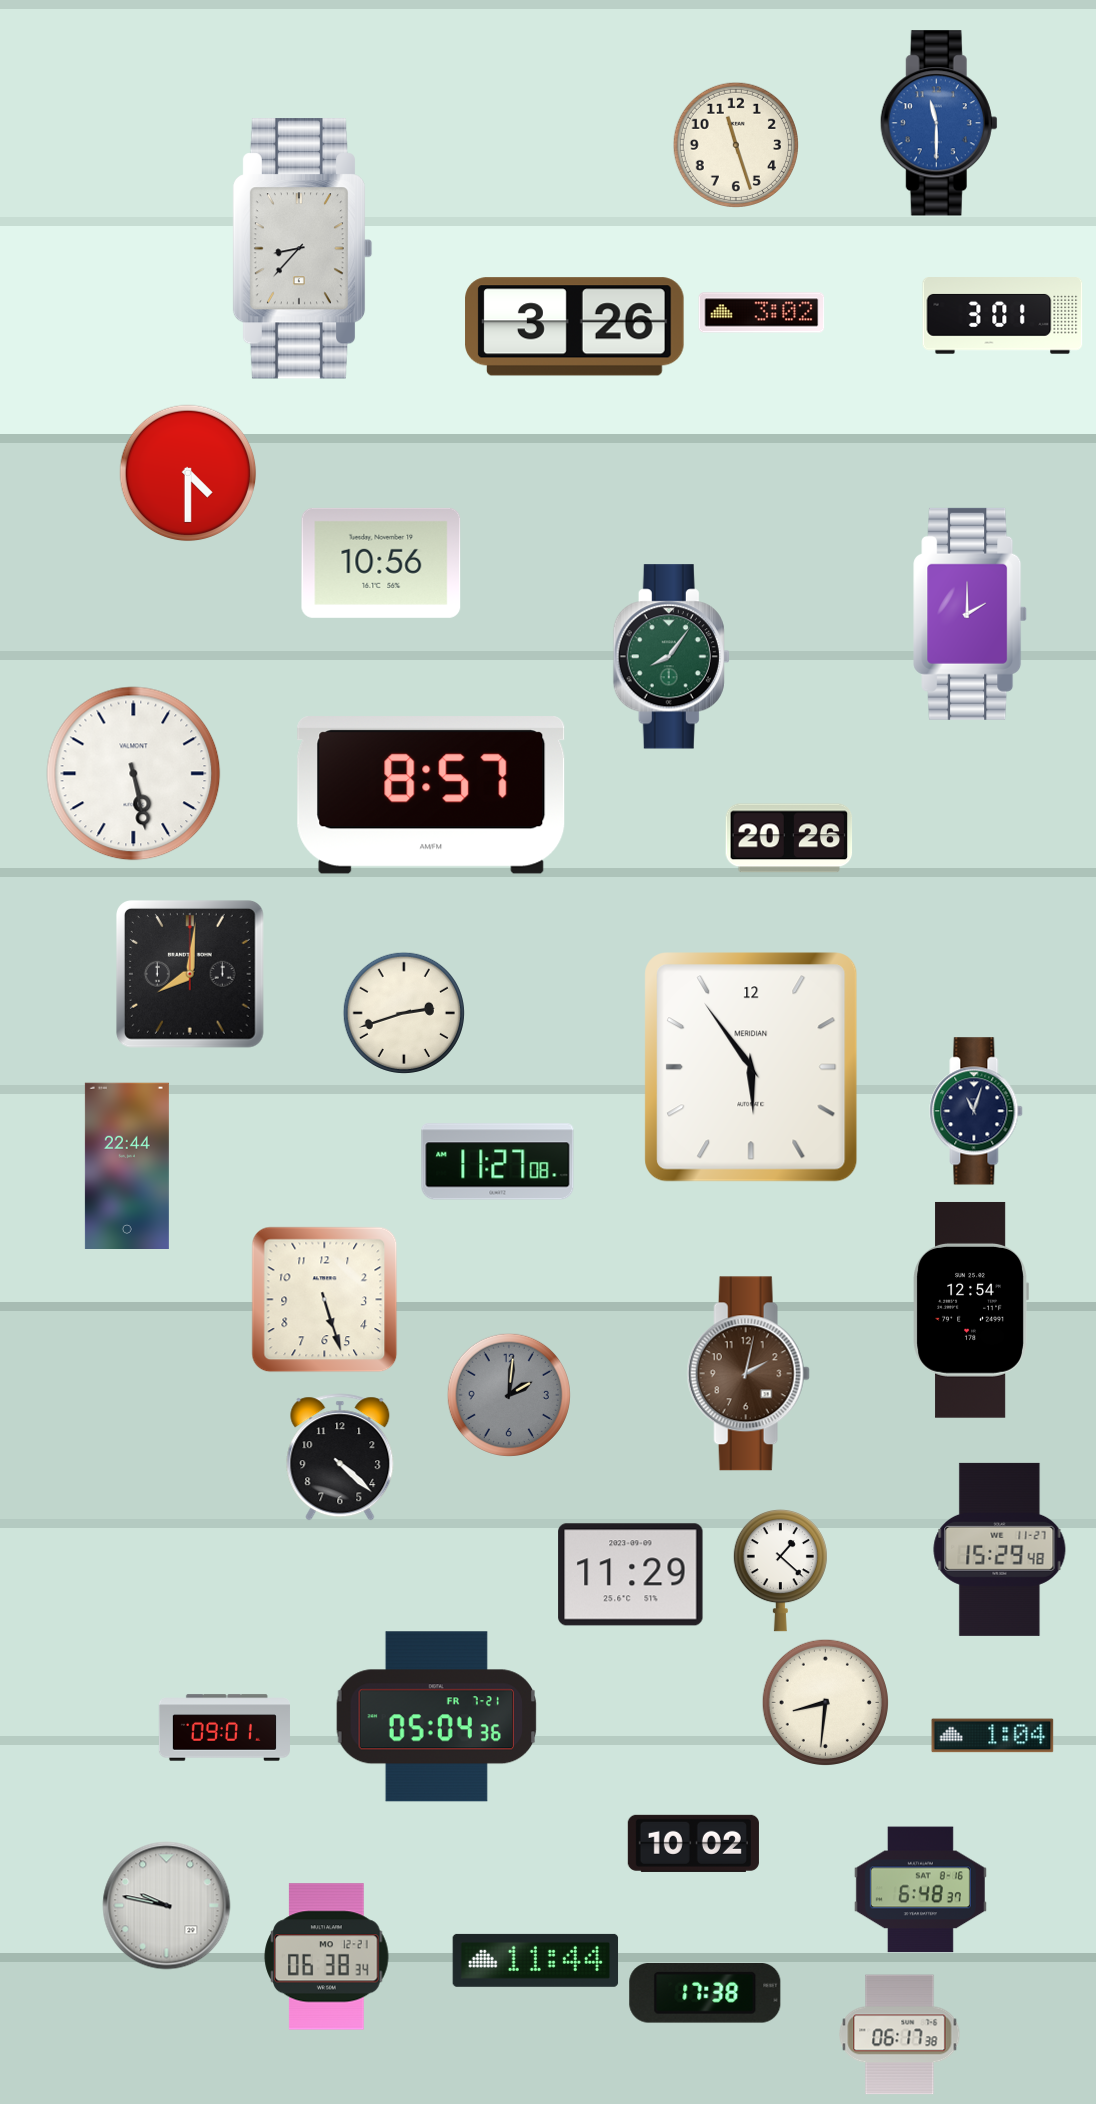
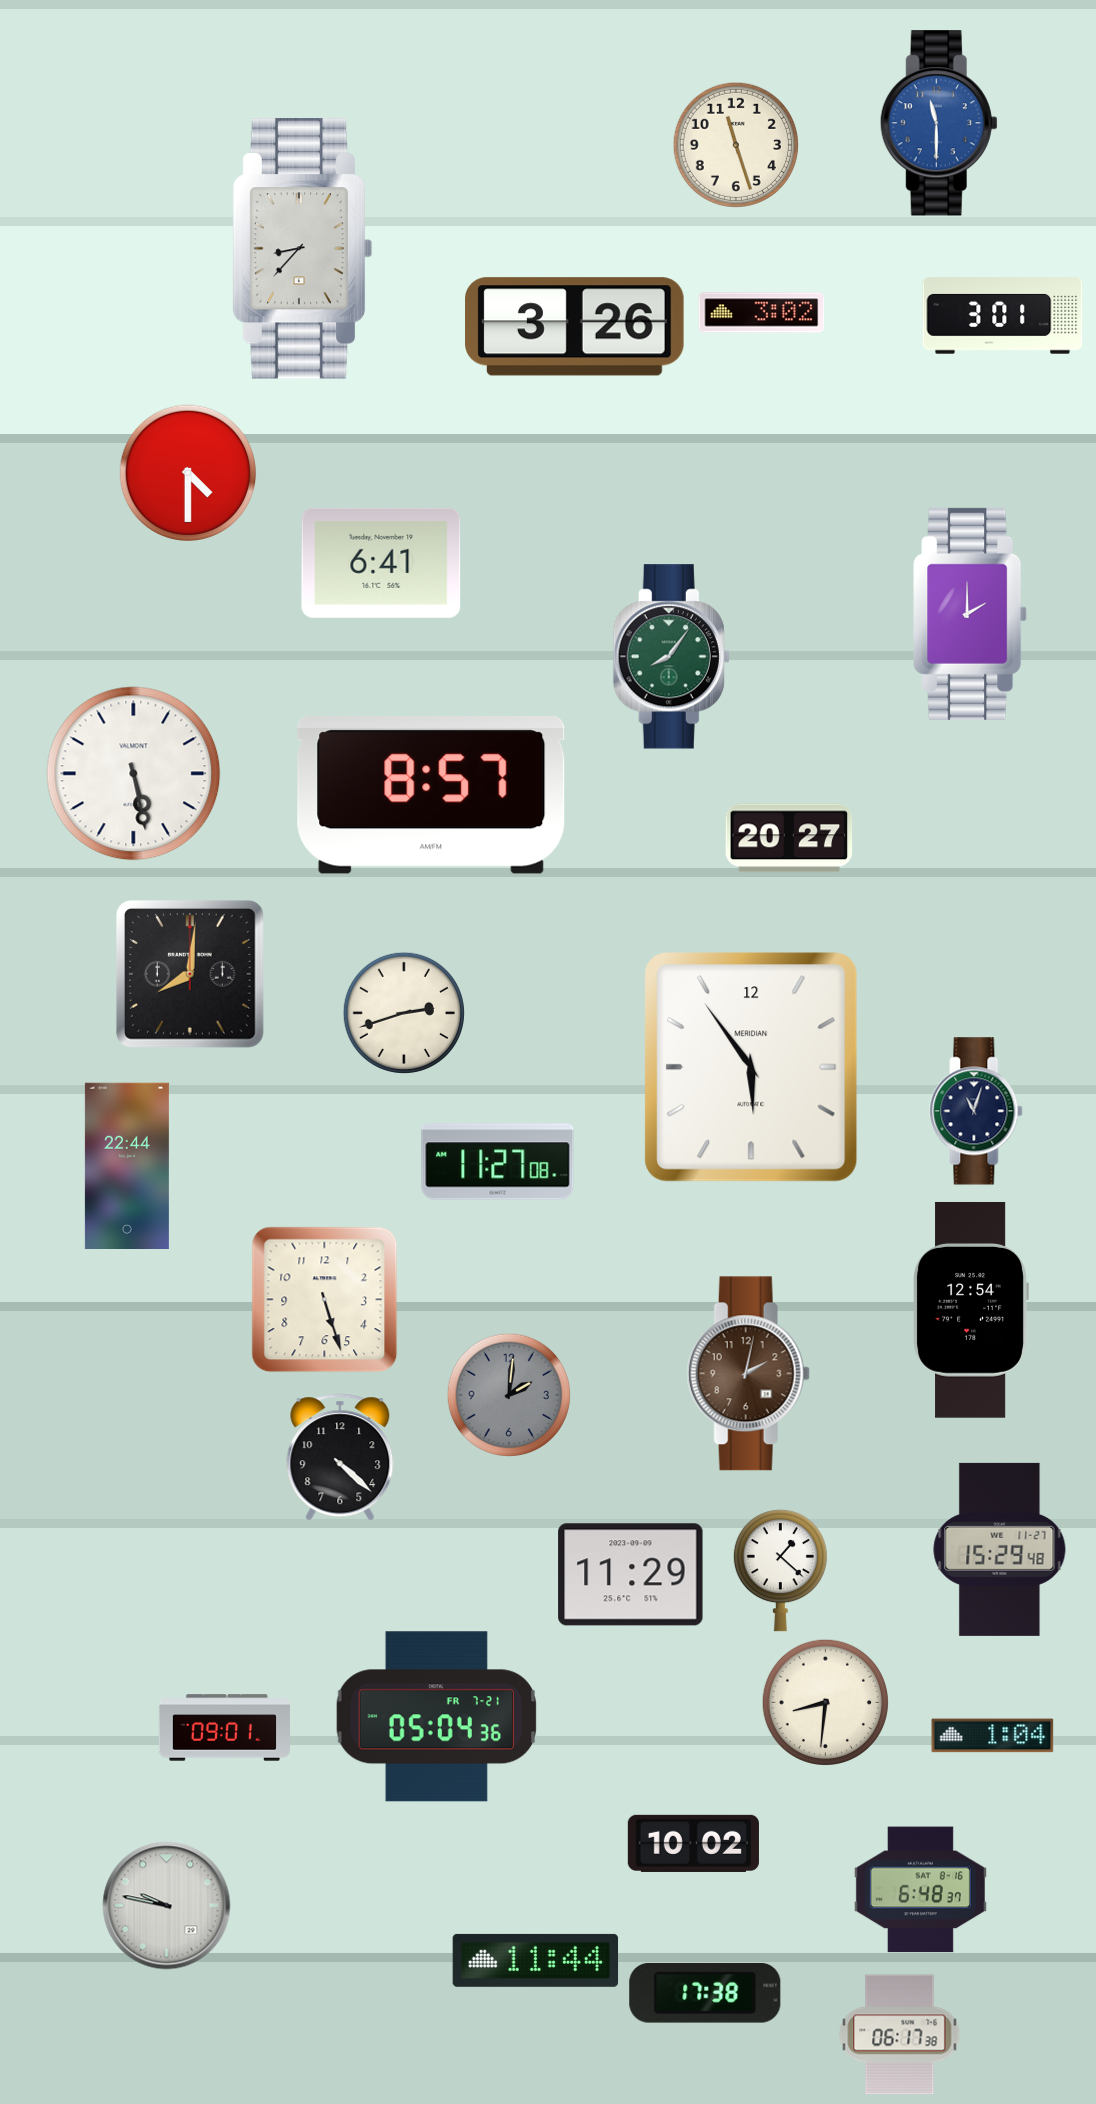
clock at (381, 563): 10:56 -> 6:41
clock at (789, 838): 20:26 -> 20:27
clock at (327, 1957): 06:38 -> none
